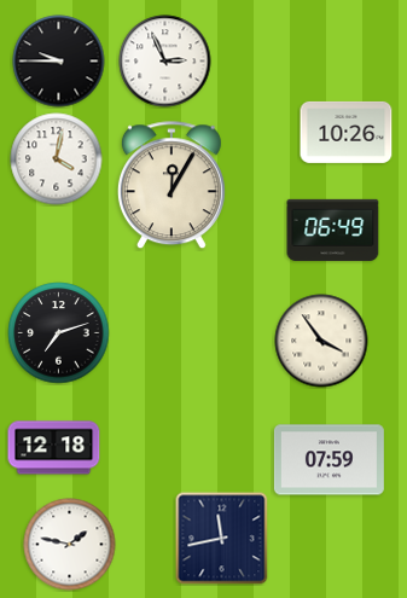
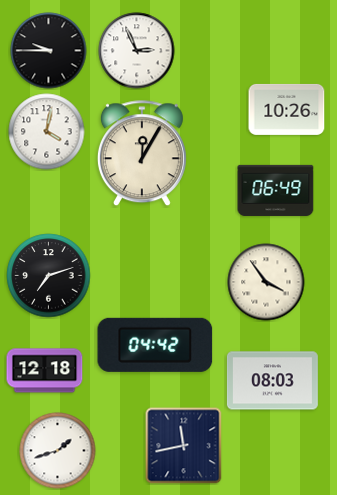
clock at (155, 345): none -> 04:42
clock at (328, 460): 07:59 -> 08:03
clock at (70, 545): 1:47 -> 1:42
